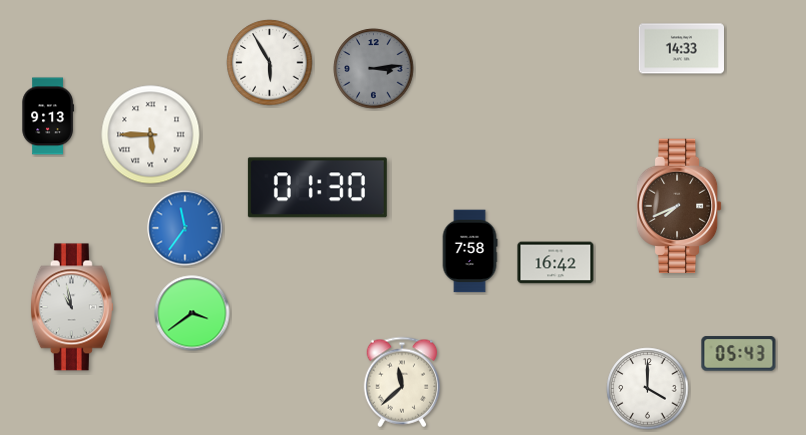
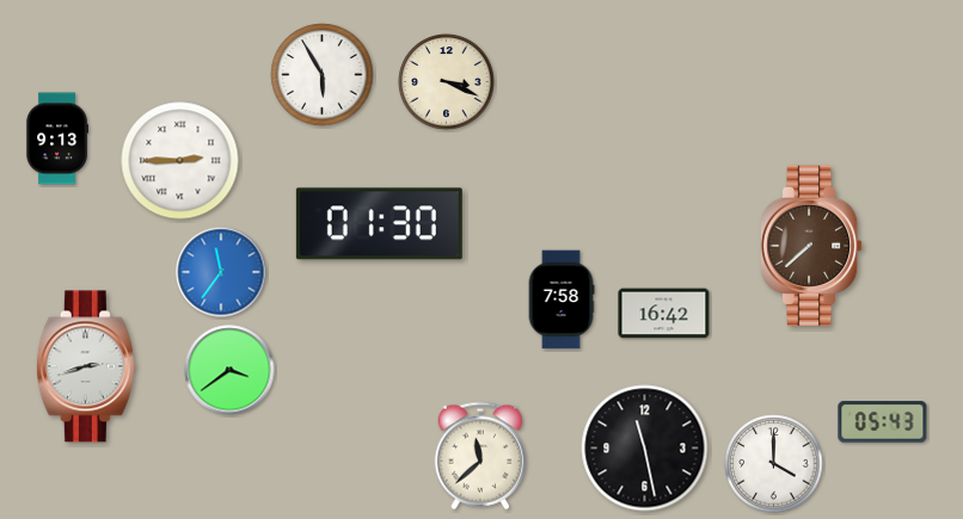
clock at (681, 49): 14:33 -> none
clock at (374, 69): 3:14 -> 3:19
clock at (374, 69) dial: grey -> cream
clock at (151, 135): 5:45 -> 2:45
clock at (679, 206): 7:41 -> 7:38
clock at (72, 307): 10:58 -> 2:42
clock at (192, 313) position: (192, 313) -> (229, 370)
clock at (645, 449): none -> 11:28
